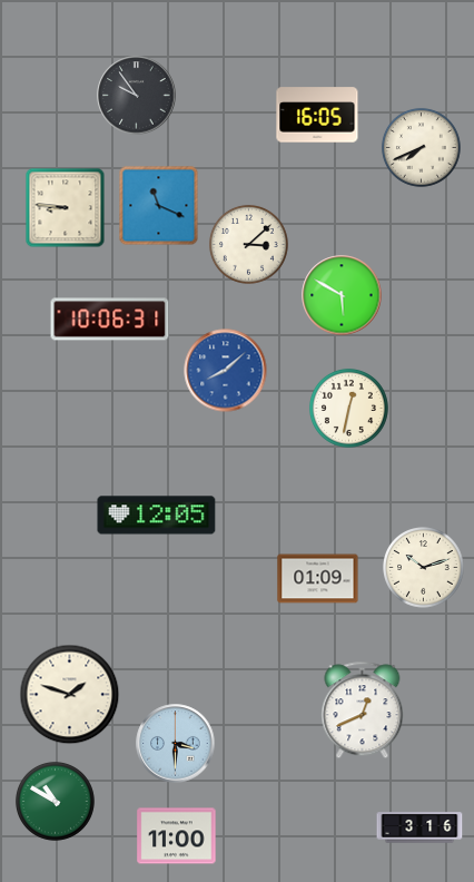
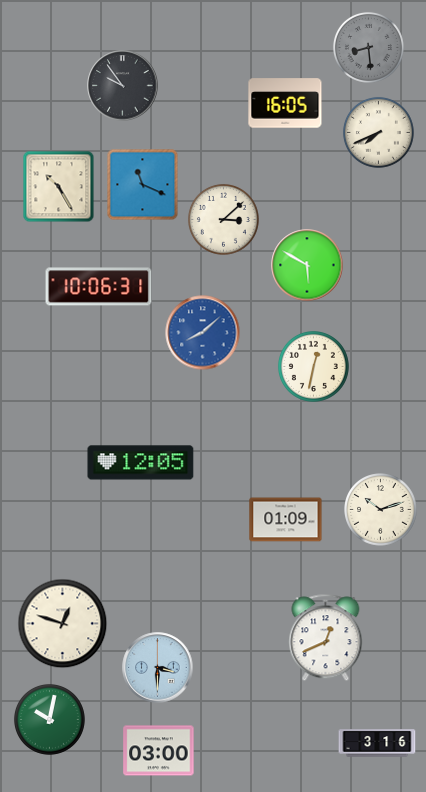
clock at (368, 47): none -> 8:29
clock at (66, 208): 8:46 -> 10:25
clock at (70, 695): 1:48 -> 12:48
clock at (55, 801): 10:50 -> 10:02
clock at (177, 836): 11:00 -> 03:00
